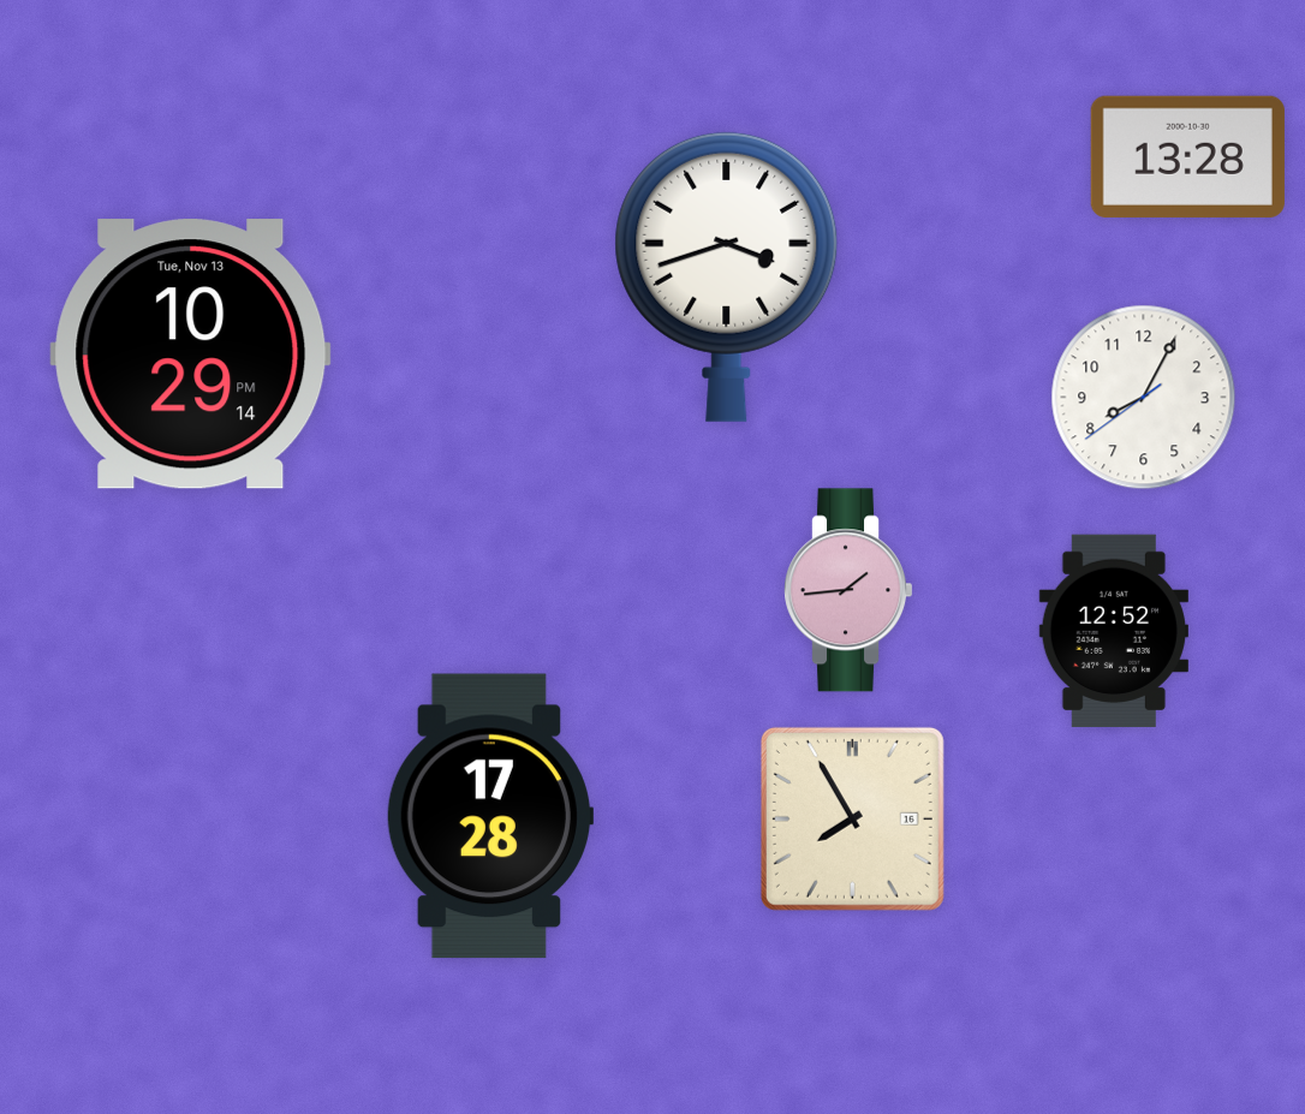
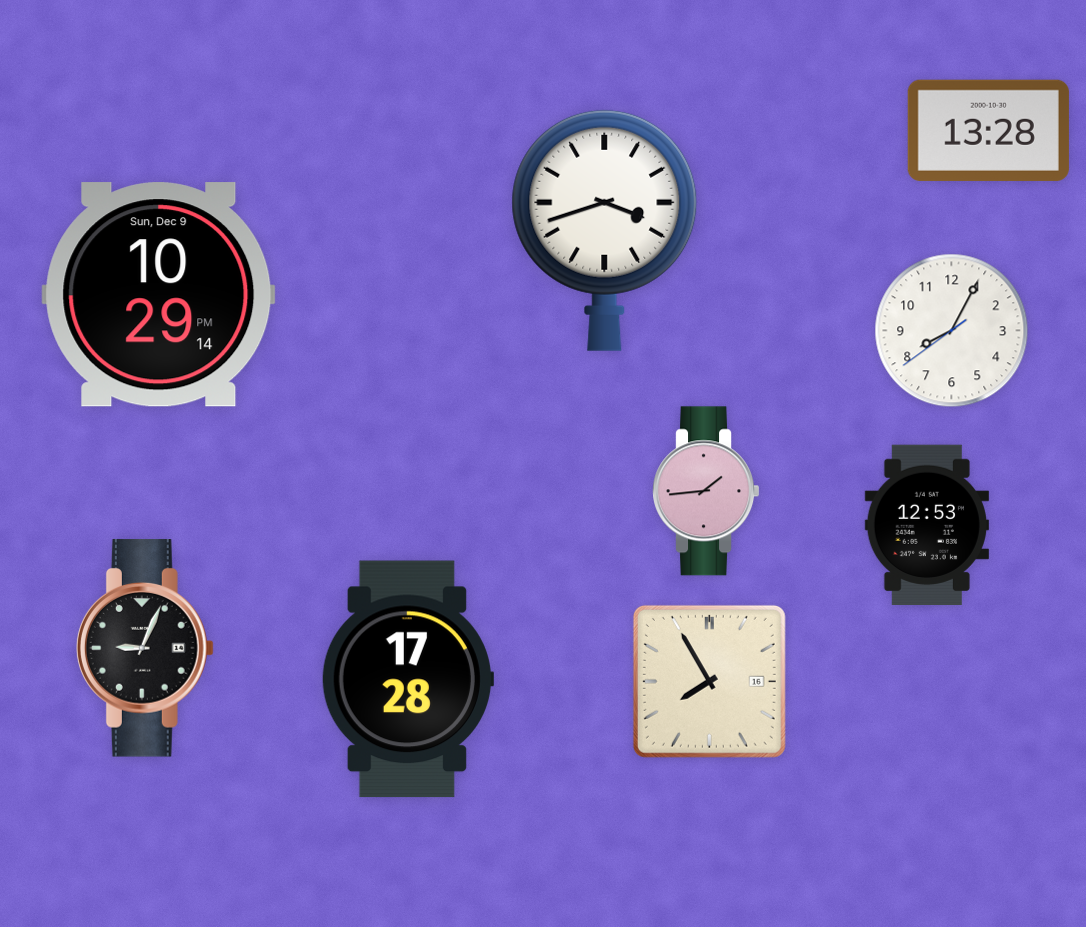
clock at (191, 355) date: Tue, Nov 13 -> Sun, Dec 9
clock at (1114, 630): 12:52 -> 12:53
clock at (145, 648): none -> 9:04
